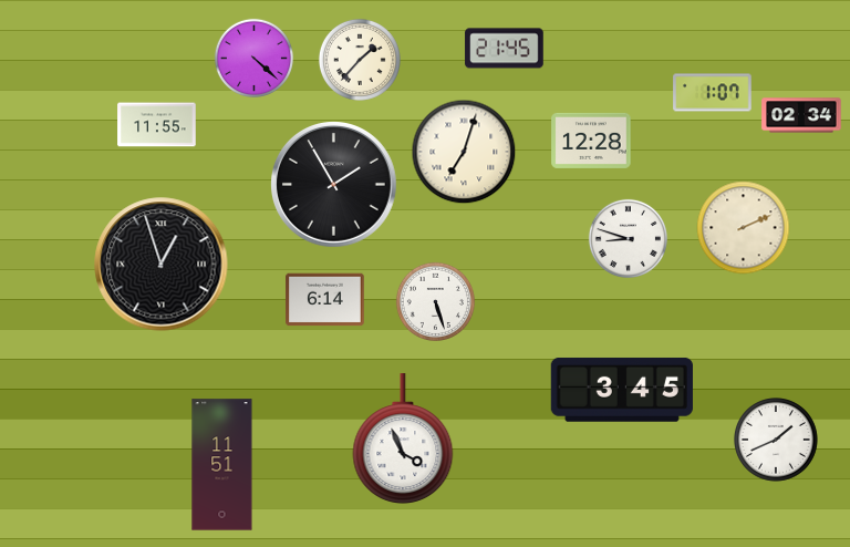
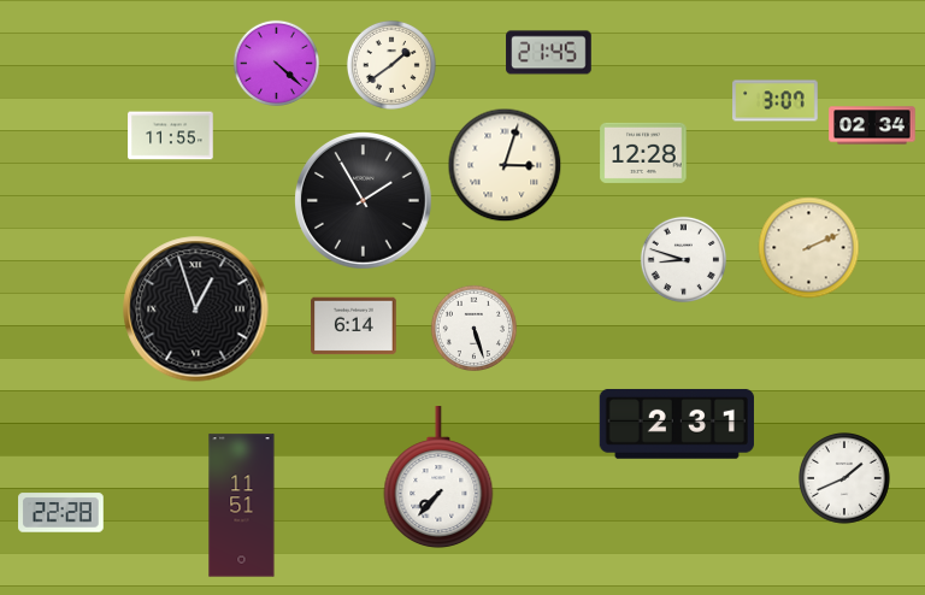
clock at (360, 60): 1:37 -> 1:39
clock at (713, 93): 1:07 -> 3:07
clock at (464, 152): 7:03 -> 3:03
clock at (162, 265) position: (162, 265) -> (196, 310)
clock at (622, 390): 3:45 -> 2:31
clock at (403, 438): 3:56 -> 7:37
clock at (61, 513): none -> 22:28
